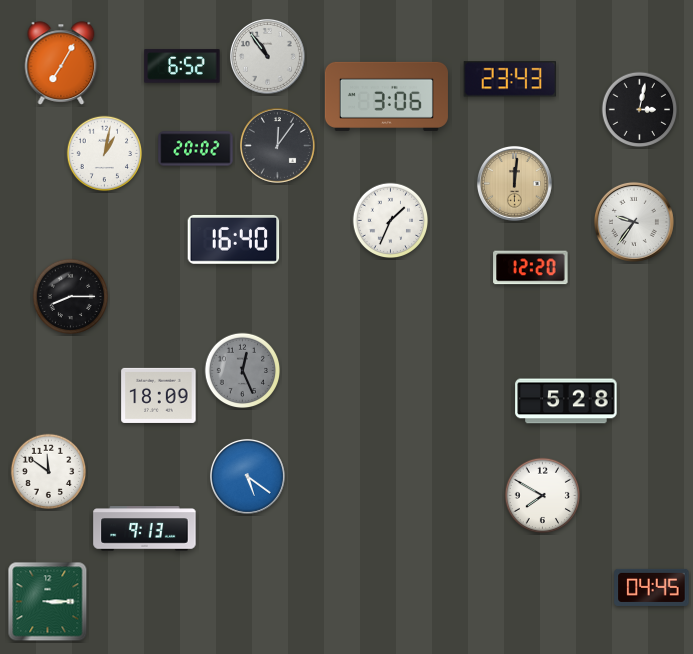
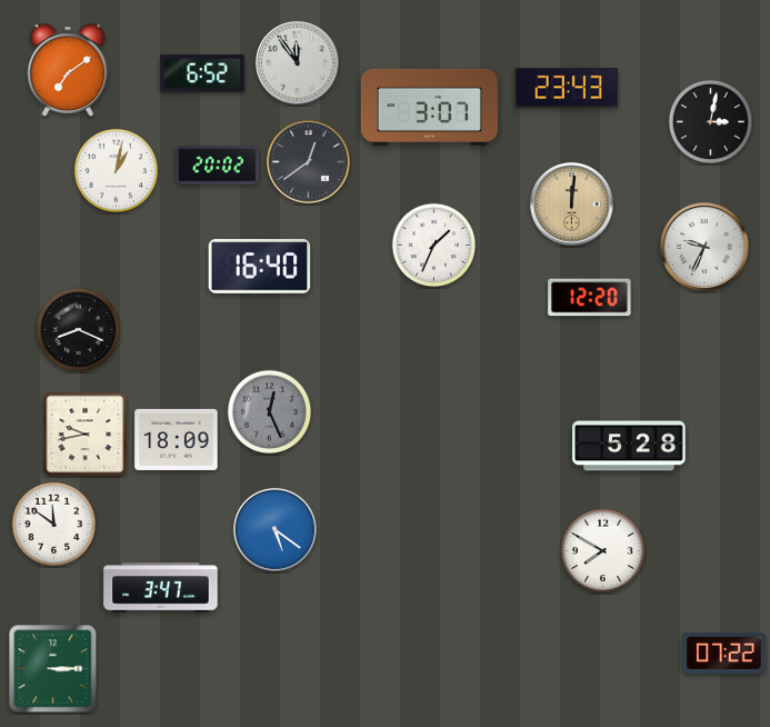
clock at (267, 56): 10:54 -> 11:54
clock at (61, 63): 7:05 -> 7:09
clock at (386, 96): 3:06 -> 3:07
clock at (277, 145): 12:06 -> 12:39
clock at (634, 222): 9:36 -> 9:34
clock at (71, 297): 8:15 -> 8:19
clock at (86, 435): none -> 9:43
clock at (145, 529): 9:13 -> 3:47
clock at (652, 587): 04:45 -> 07:22
